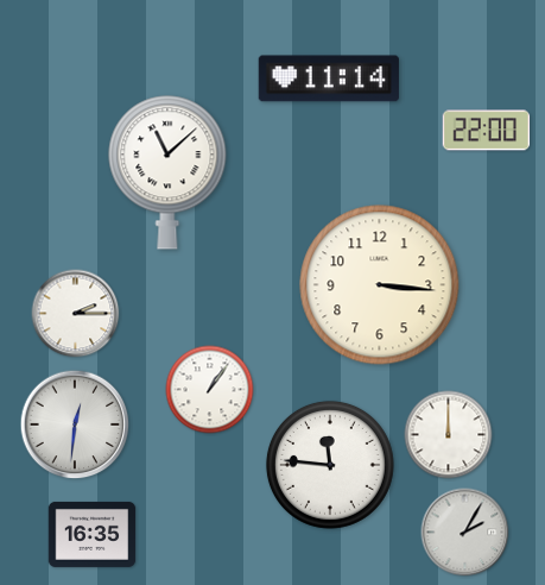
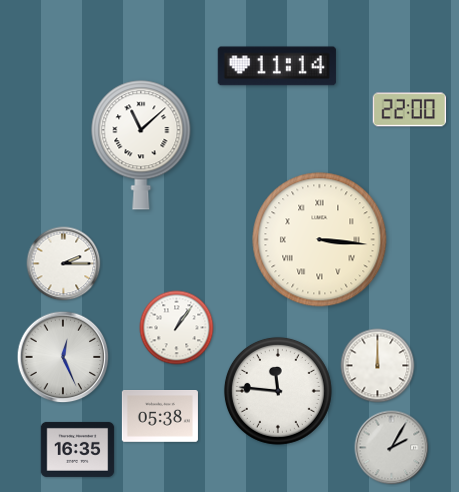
clock at (380, 285) numerals: Arabic -> Roman
clock at (75, 424): 12:31 -> 12:26
clock at (160, 417): none -> 05:38
